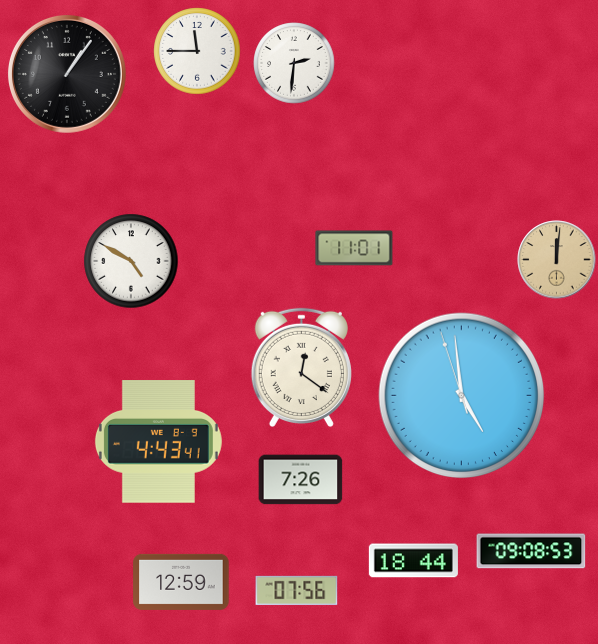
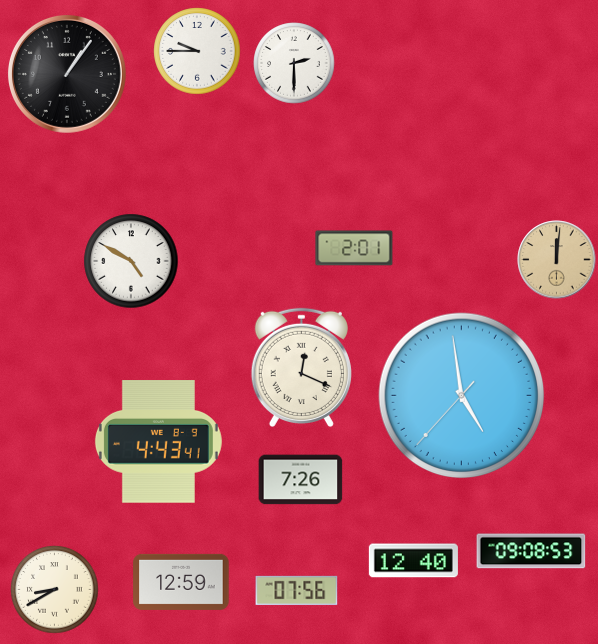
clock at (197, 51): 11:45 -> 9:45
clock at (294, 63): 2:31 -> 2:30
clock at (354, 248): 11:01 -> 2:01
clock at (301, 367): 12:21 -> 12:19
clock at (462, 396): 4:58:57 -> 4:58:37
clock at (413, 561): 18:44 -> 12:40
clock at (55, 590): none -> 8:40
